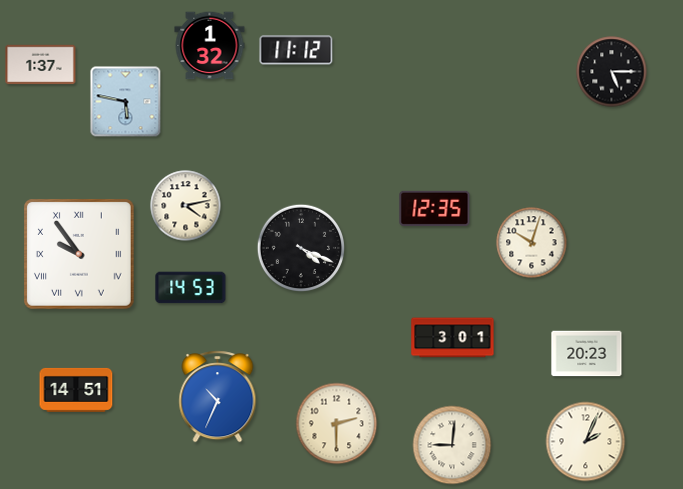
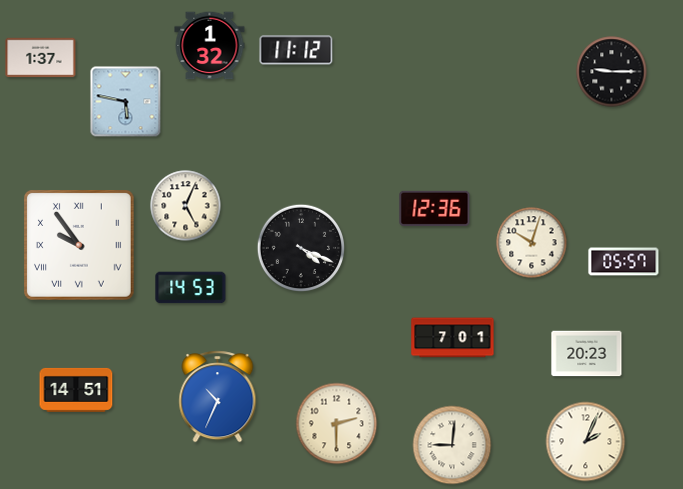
clock at (41, 65) position: (41, 65) -> (41, 58)
clock at (612, 72): 5:15 -> 9:15
clock at (186, 206): 4:13 -> 5:04
clock at (435, 208): 12:35 -> 12:36
clock at (80, 255) position: (80, 255) -> (80, 246)
clock at (624, 262): none -> 05:57
clock at (453, 338): 3:01 -> 7:01
